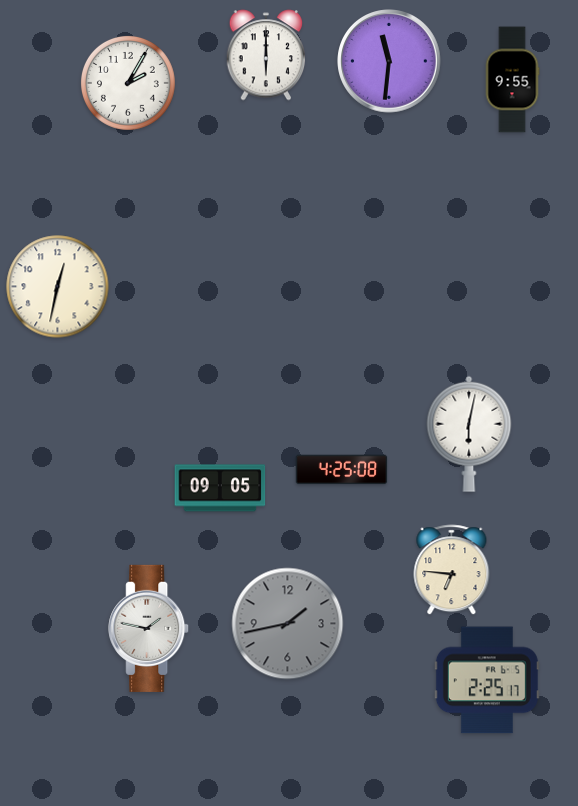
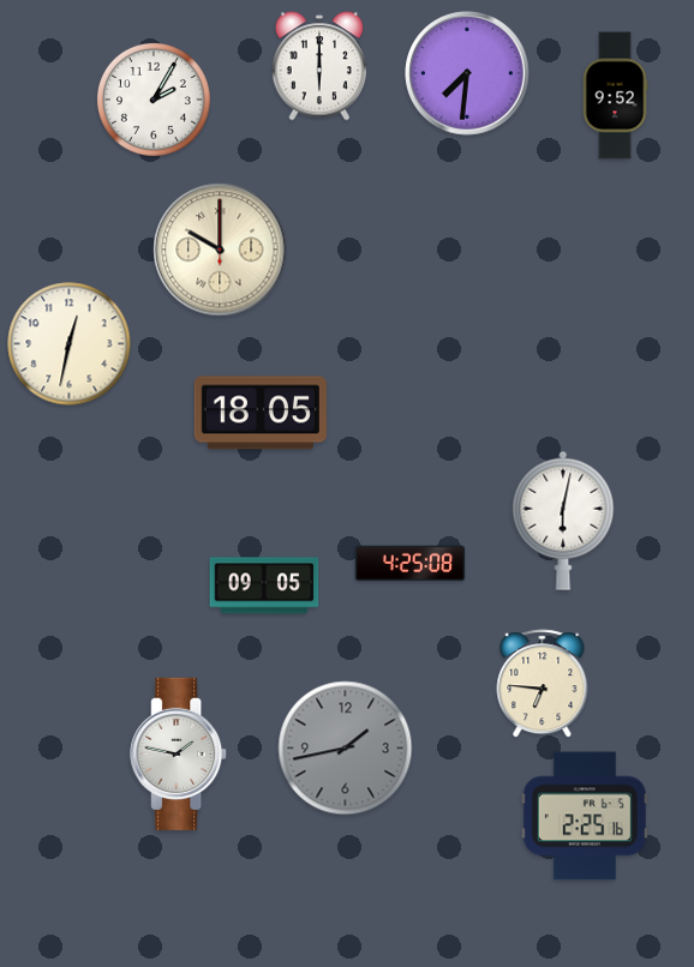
clock at (389, 61): 11:31 -> 7:31
clock at (512, 80): 9:55 -> 9:52
clock at (220, 250): none -> 10:00
clock at (261, 413): none -> 18:05
clock at (487, 680): 2:25:17 -> 2:25:16
